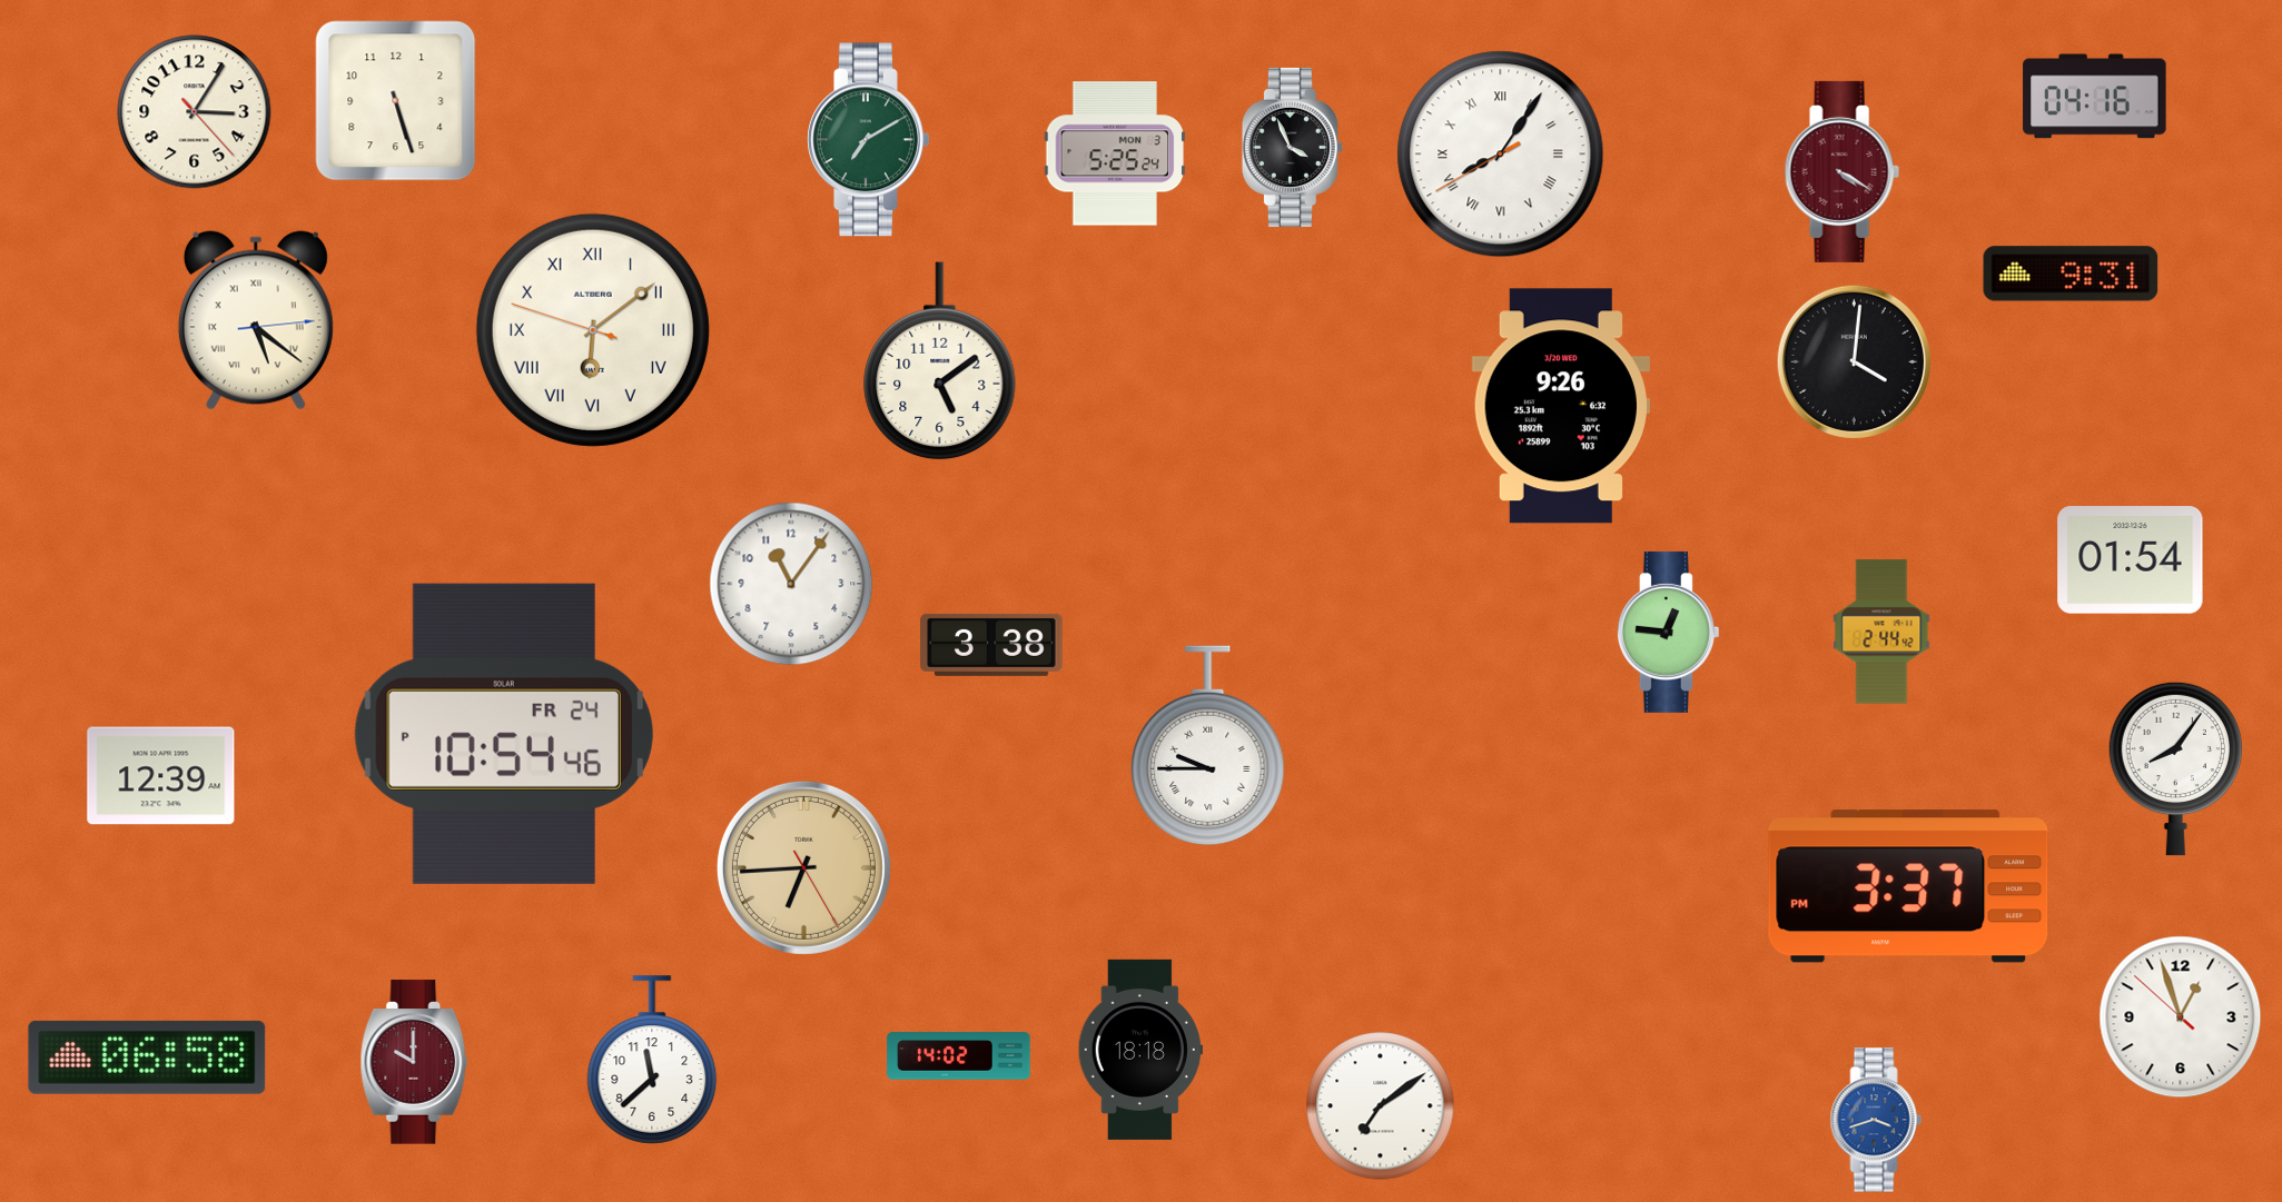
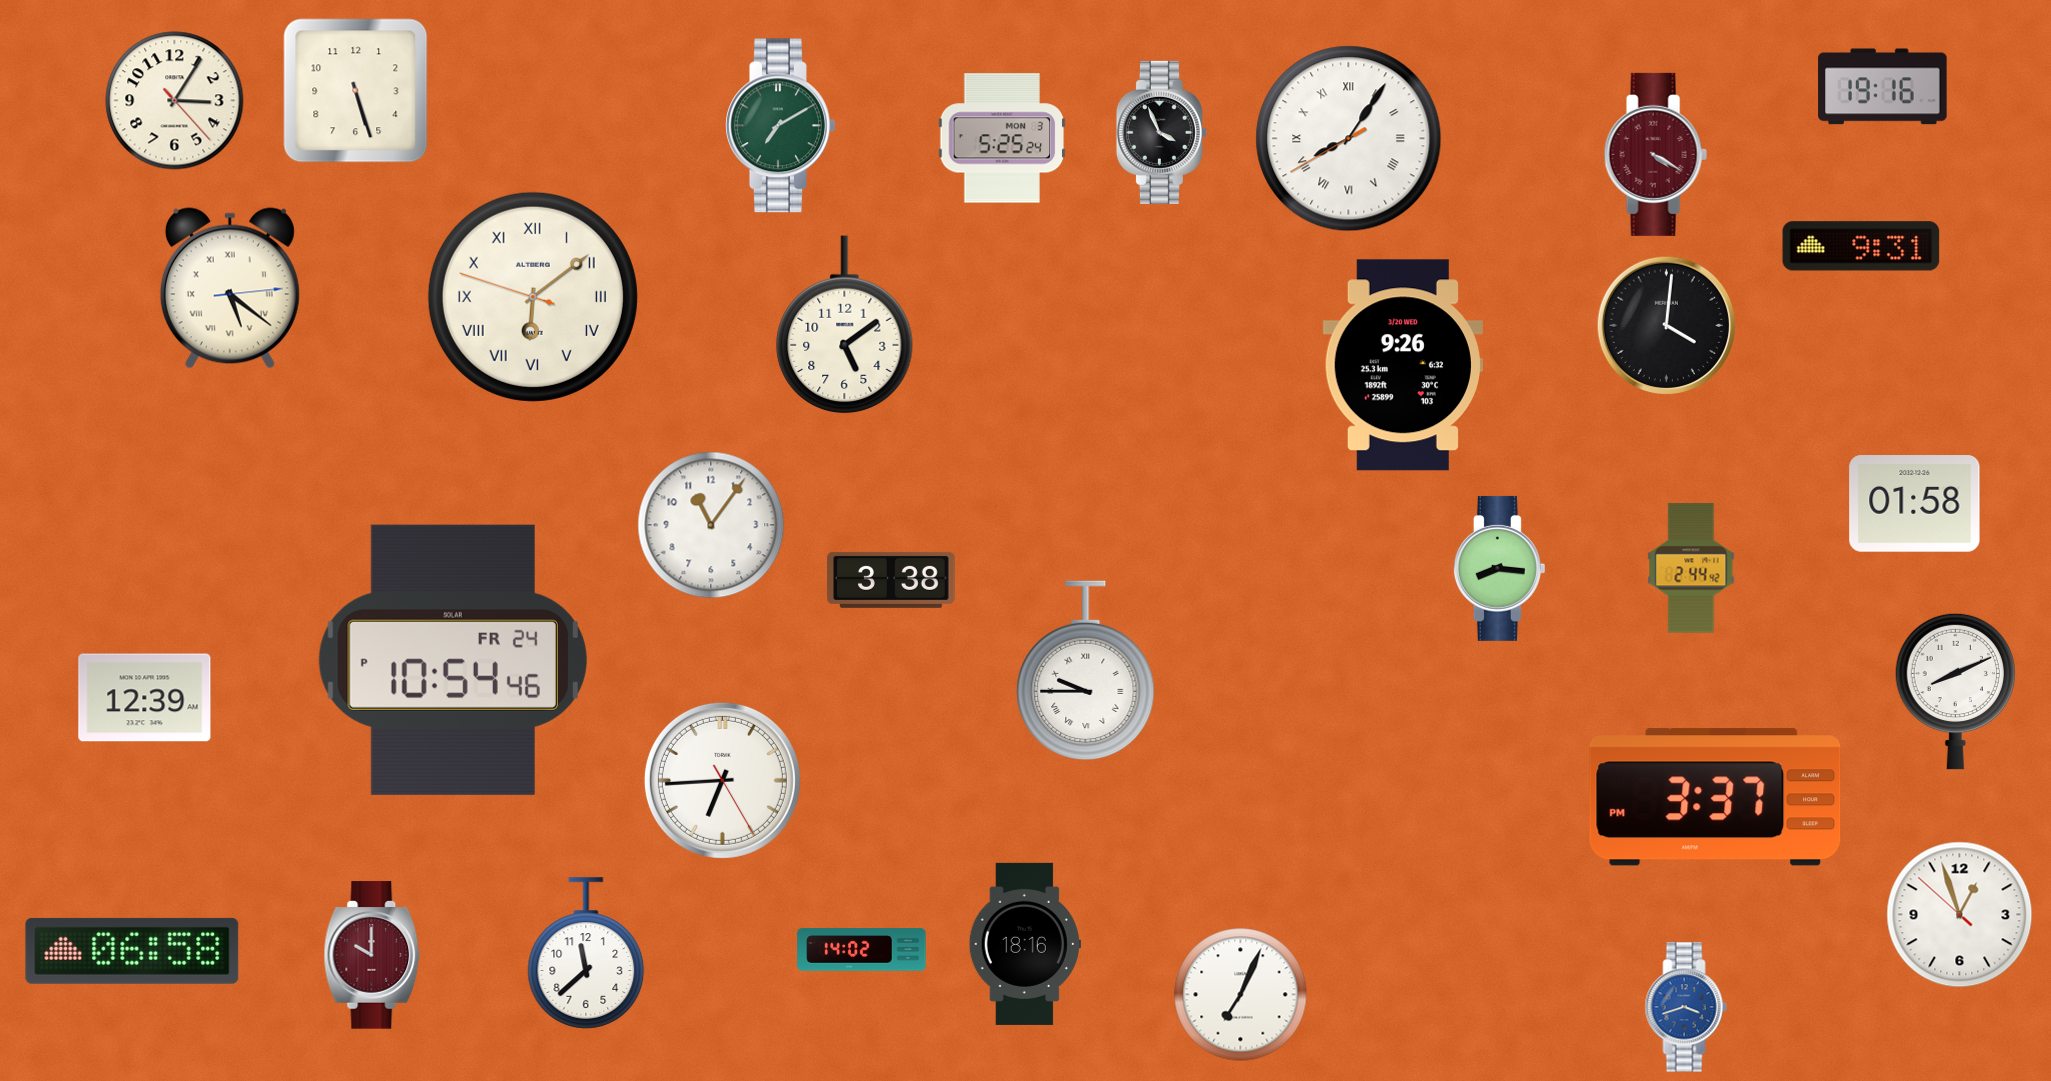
clock at (2095, 97): 04:16 -> 19:16
clock at (2131, 560): 01:54 -> 01:58
clock at (1668, 632): 12:46 -> 8:16
clock at (2175, 768): 8:06 -> 8:11
clock at (803, 867) dial: champagne -> white
clock at (1140, 1050): 18:18 -> 18:16
clock at (1381, 1106): 7:09 -> 7:04
